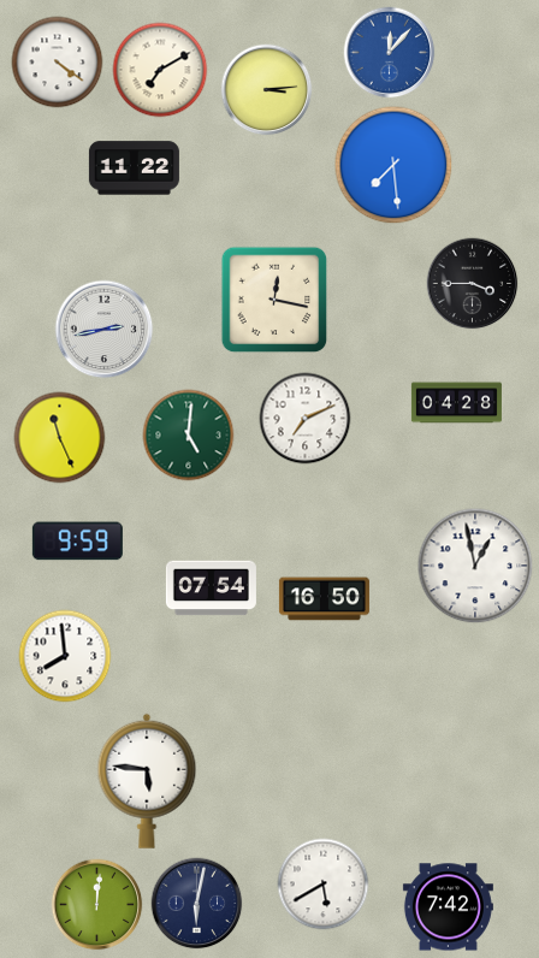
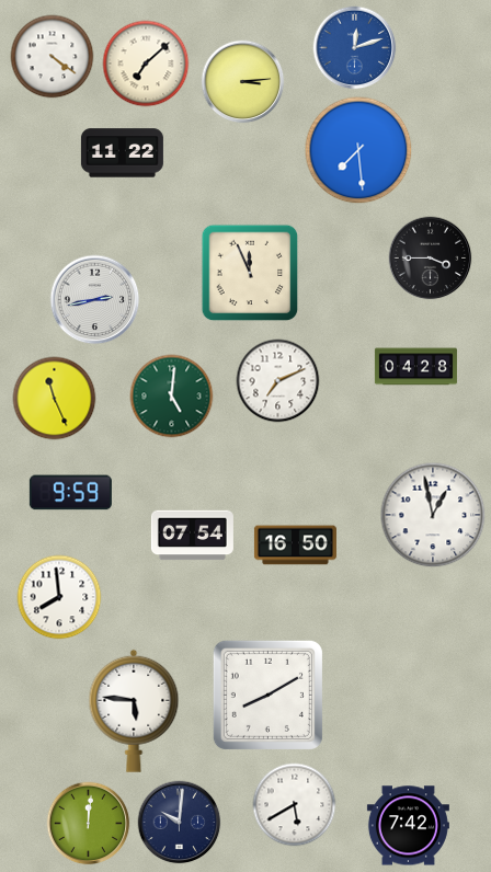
clock at (390, 53): 12:07 -> 12:12
clock at (160, 70): 7:10 -> 7:08
clock at (274, 300): 12:17 -> 11:56
clock at (267, 695): none -> 8:10
clock at (197, 904): 6:02 -> 10:01
